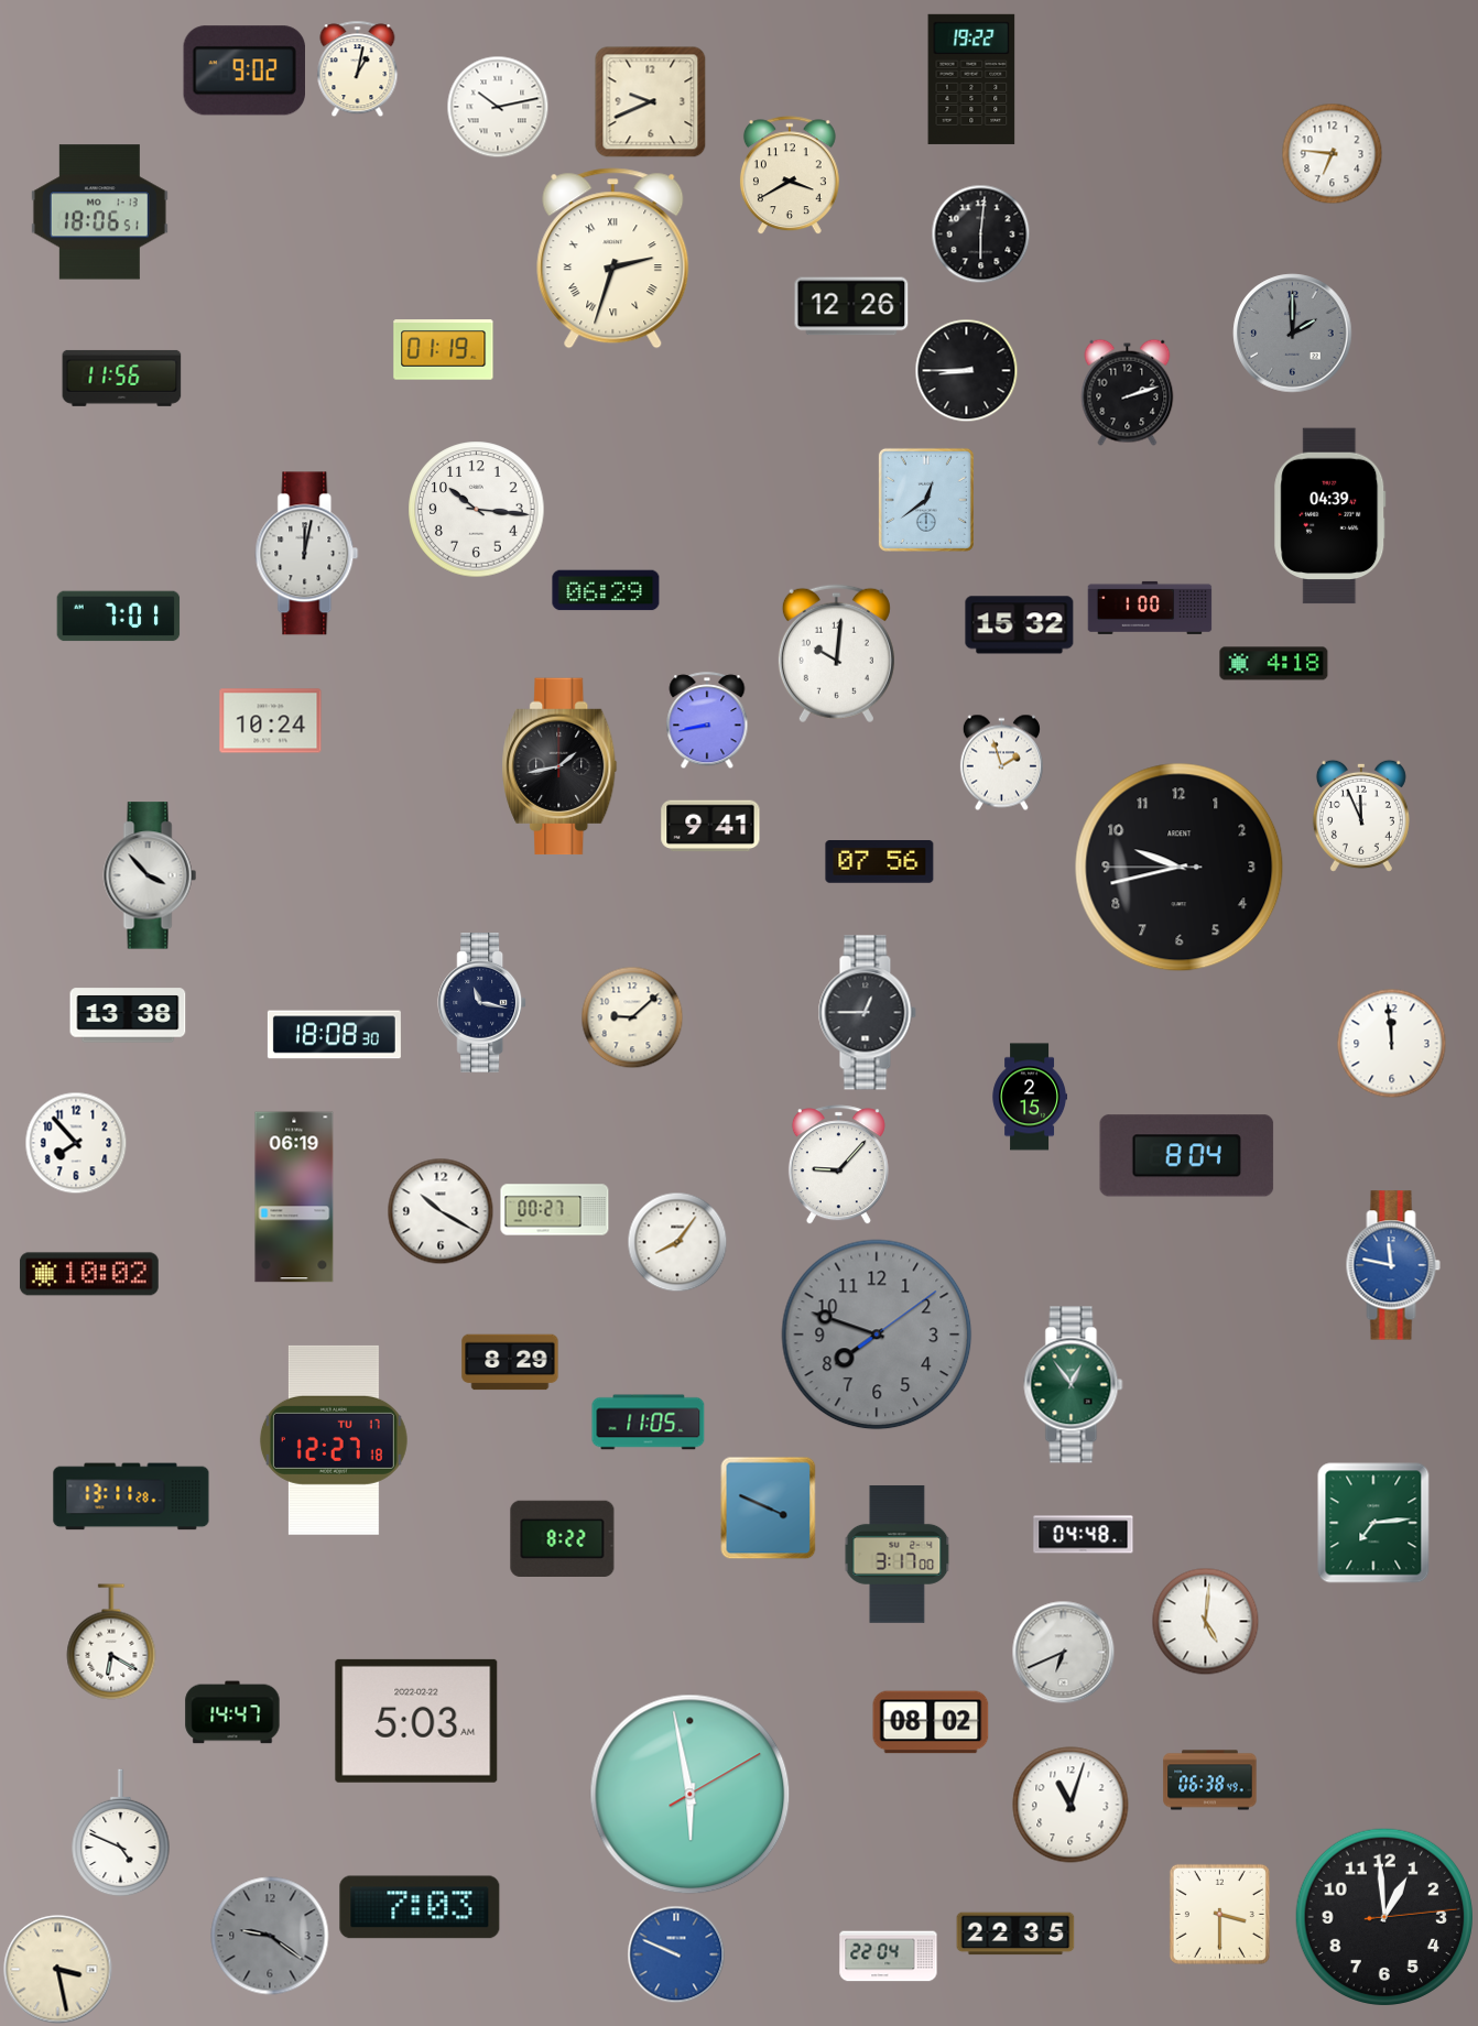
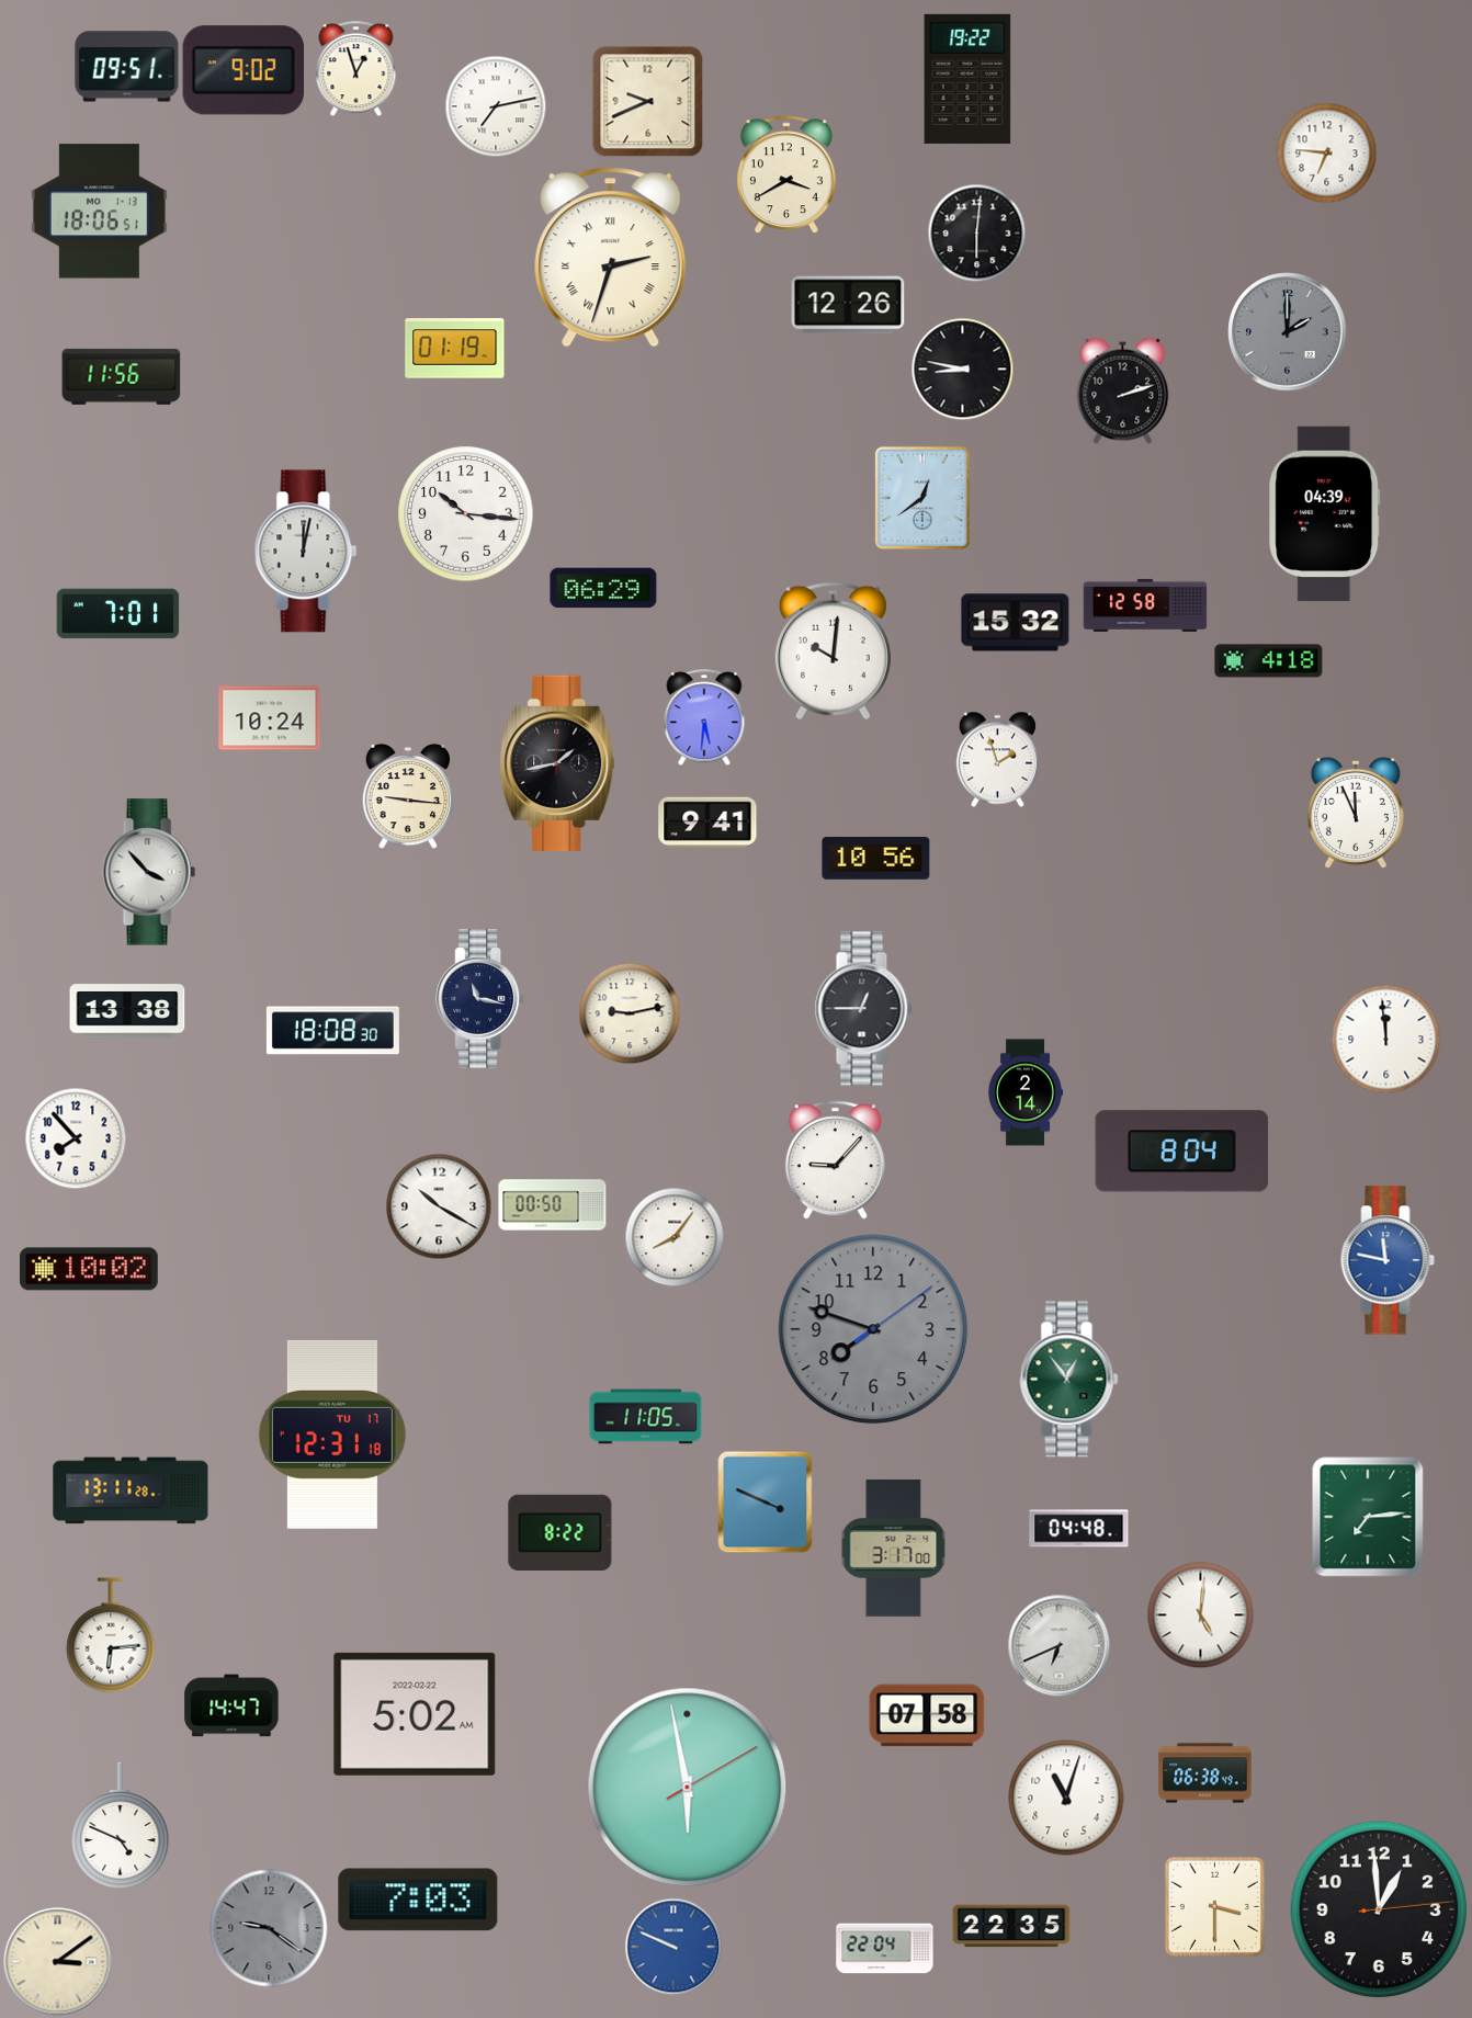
clock at (127, 67): none -> 09:51
clock at (358, 68): 1:02 -> 12:57
clock at (498, 107): 10:13 -> 7:13
clock at (444, 350) position: (444, 350) -> (455, 349)
clock at (966, 370): 8:45 -> 8:47
clock at (477, 510) position: (477, 510) -> (466, 514)
clock at (1150, 608): 1:00 -> 12:58
clock at (707, 720): 8:43 -> 5:31
clock at (408, 796): none -> 9:16
clock at (880, 862): 07:56 -> 10:56
clock at (1180, 868): 9:42 -> none
clock at (632, 1017): 9:08 -> 9:13
clock at (1029, 1097): 2:15 -> 2:14
clock at (294, 1197): 06:19 -> none
clock at (555, 1210): 00:27 -> 00:50
clock at (510, 1362): 8:29 -> none
clock at (334, 1440): 12:27 -> 12:31
clock at (111, 1642): 6:20 -> 6:14
clock at (416, 1721): 5:03 -> 5:02
clock at (931, 1722): 08:02 -> 07:58
clock at (58, 1970): 3:28 -> 3:09
